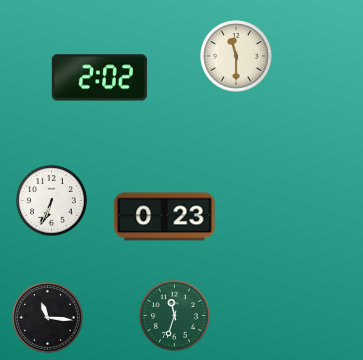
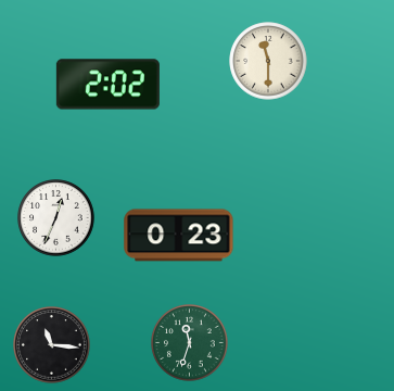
clock at (236, 56) position: (236, 56) -> (268, 61)
clock at (52, 201): 6:34 -> 12:34
